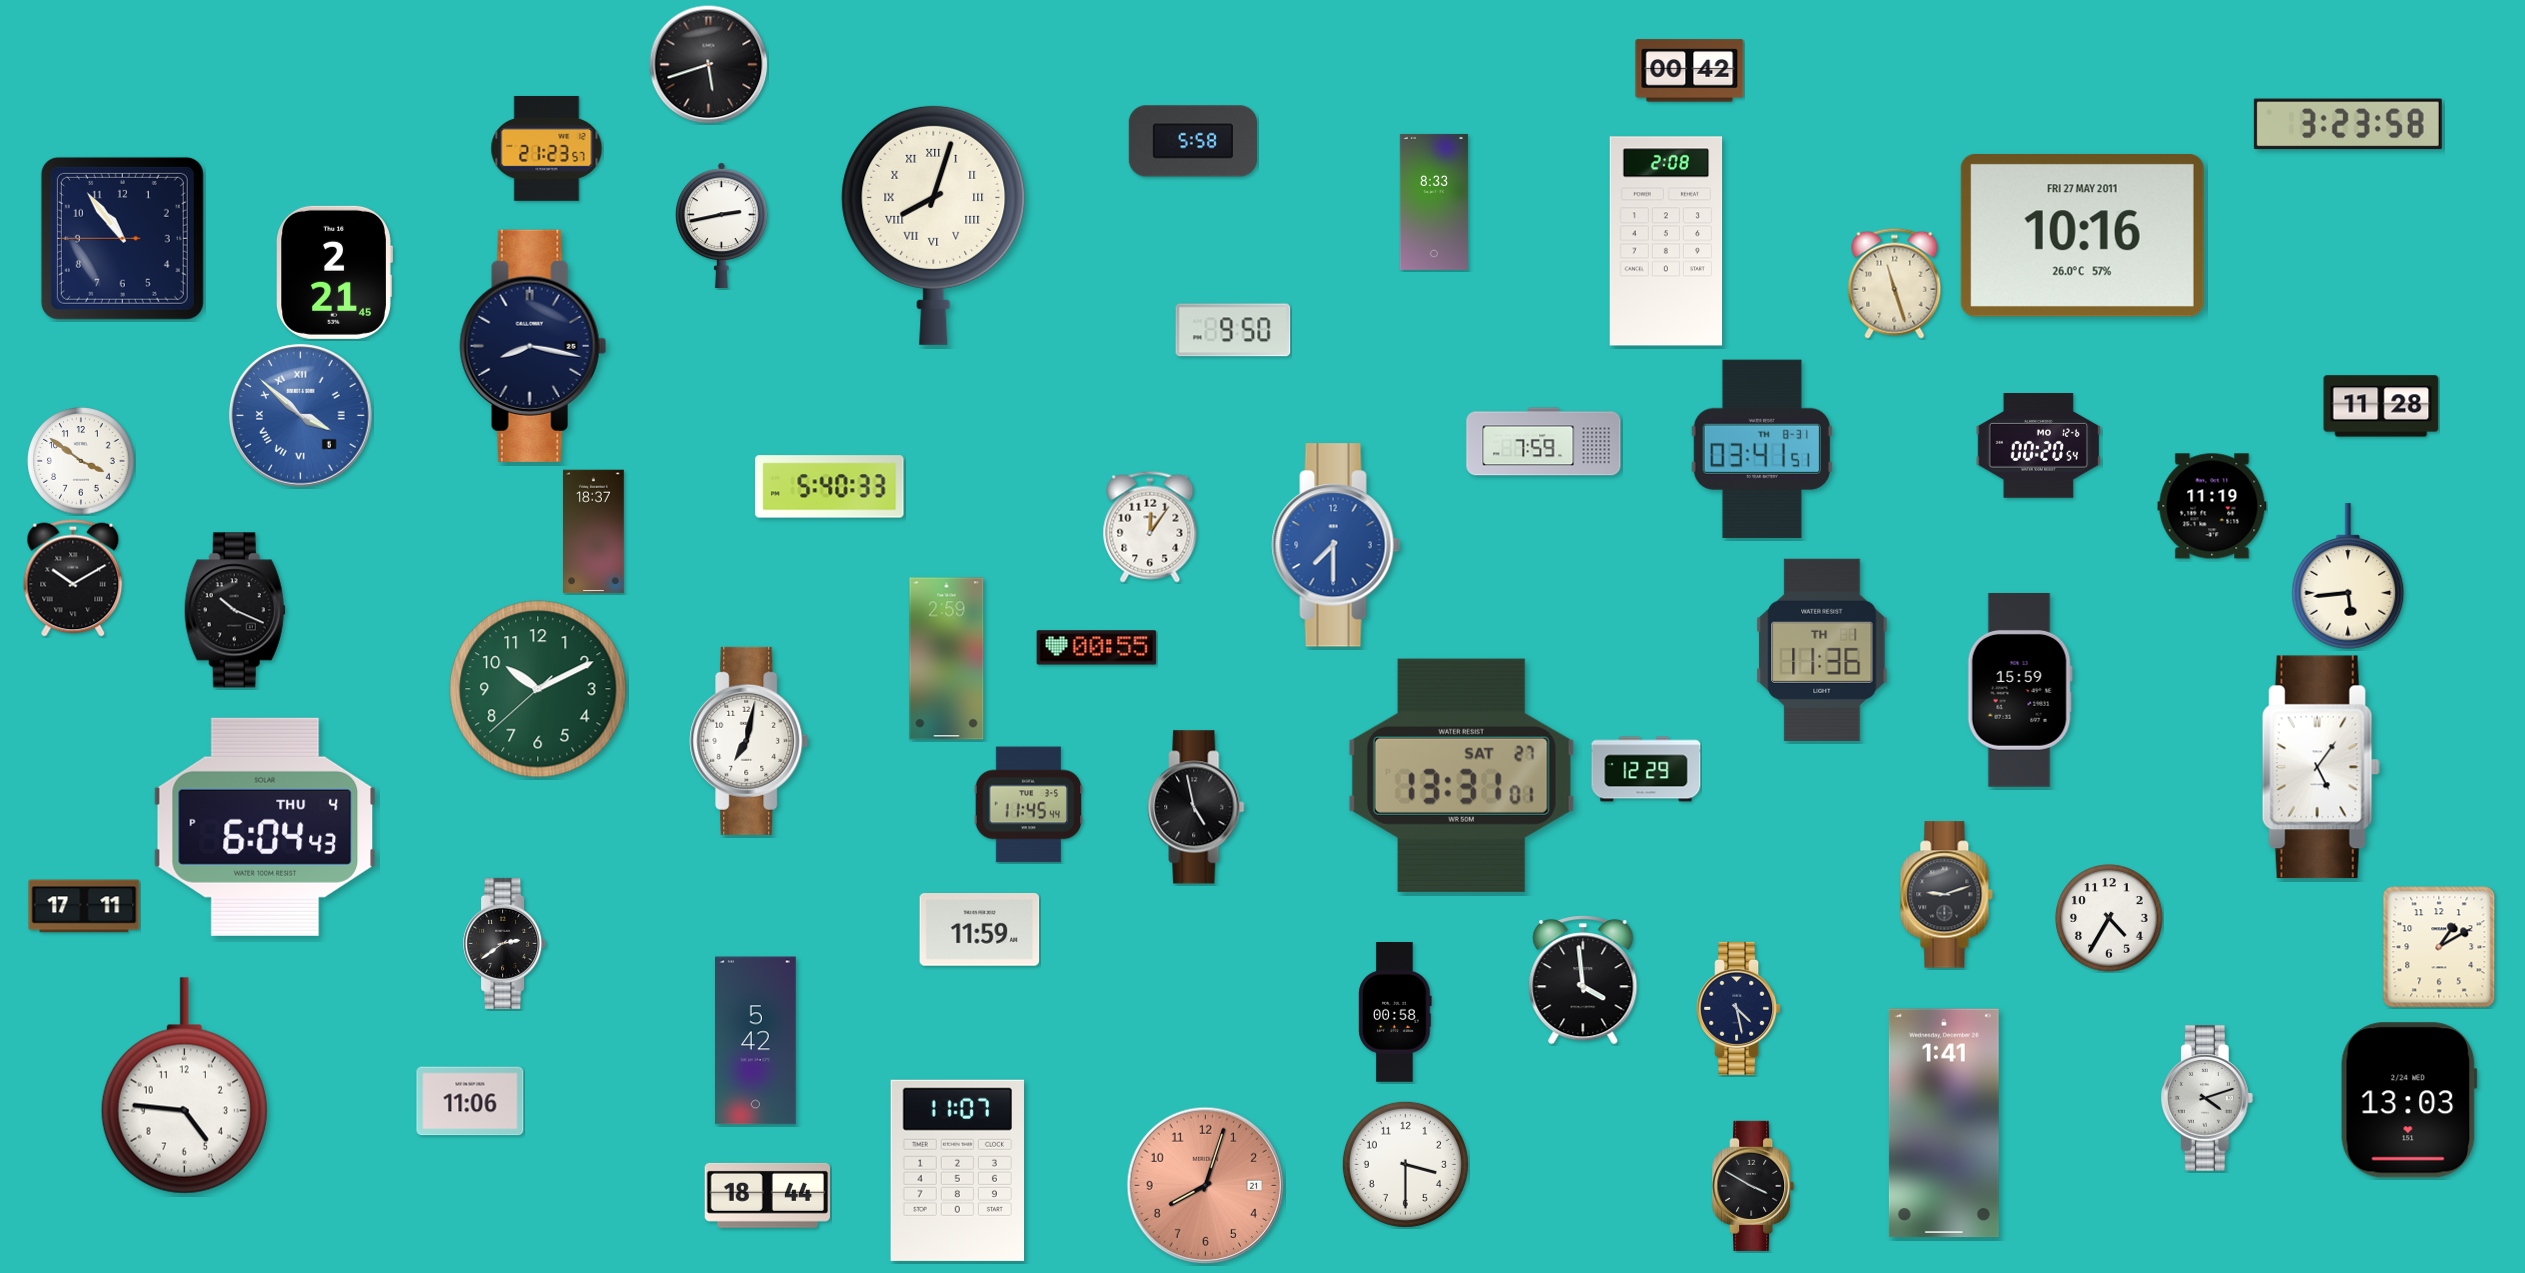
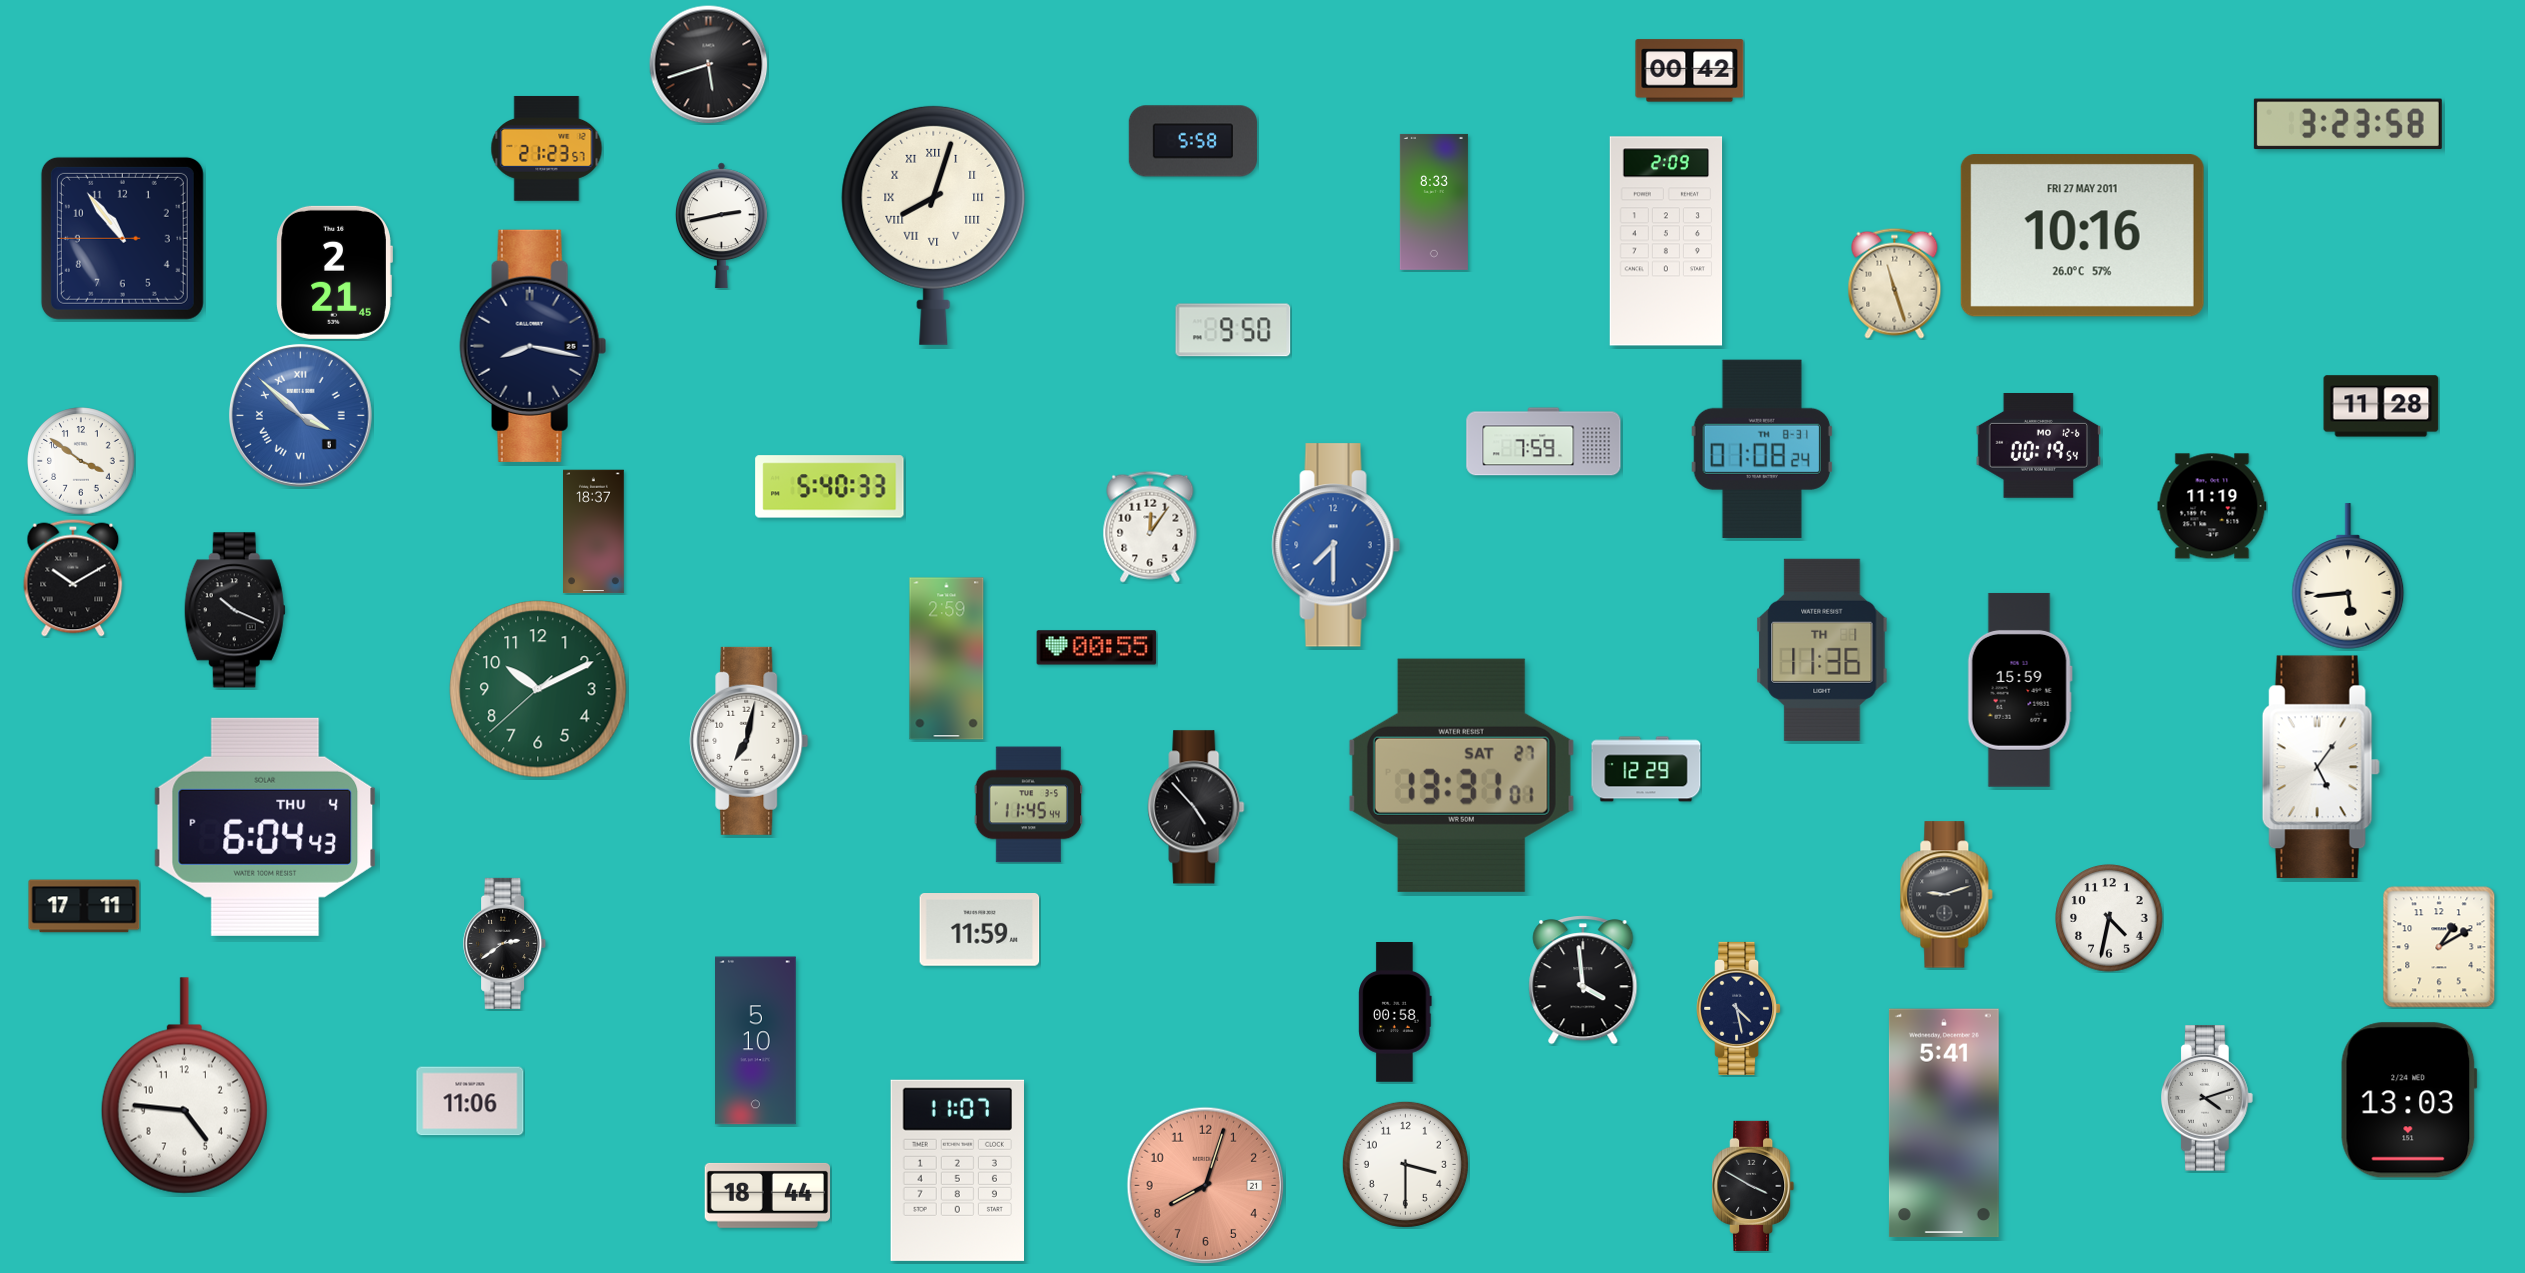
clock at (1666, 241): 2:08 -> 2:09
clock at (2038, 446): 00:20 -> 00:19
clock at (1762, 449): 03:41 -> 01:08
clock at (1196, 807): 4:58 -> 4:53
clock at (2109, 918): 4:35 -> 4:32
clock at (756, 1041): 5:42 -> 5:10
clock at (1944, 1123): 1:41 -> 5:41
